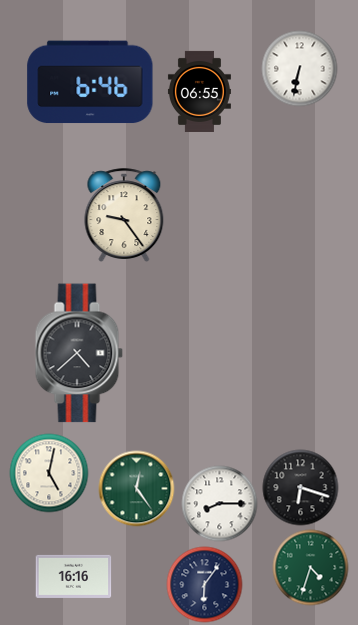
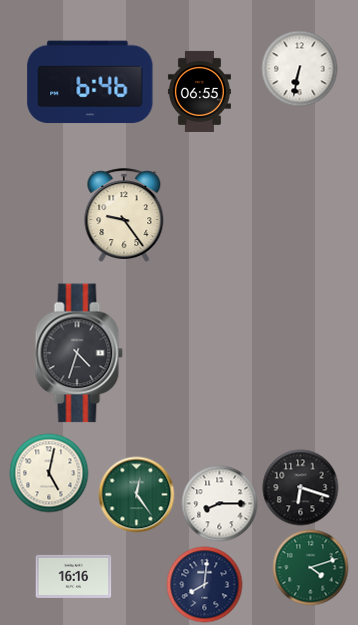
clock at (79, 353): 4:38 -> 4:33
clock at (137, 489) position: (137, 489) -> (137, 495)
clock at (311, 568): 4:33 -> 4:12
clock at (205, 585): 6:06 -> 8:01
